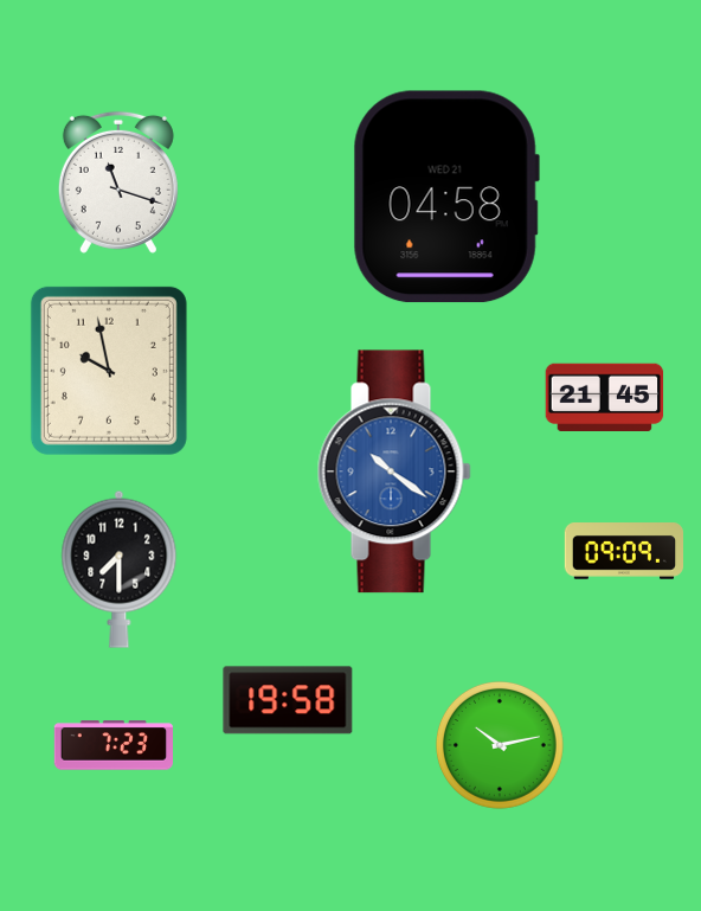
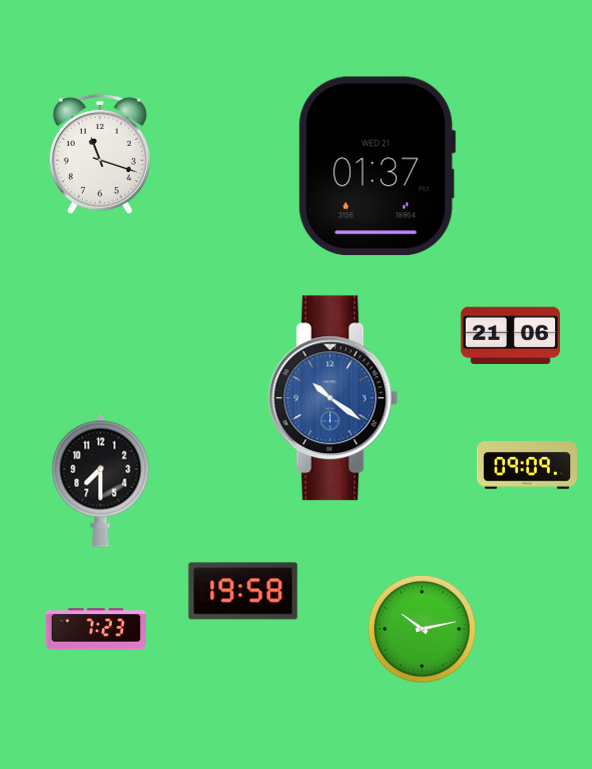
clock at (446, 197): 04:58 -> 01:37
clock at (109, 371): 9:58 -> none
clock at (605, 398): 21:45 -> 21:06
